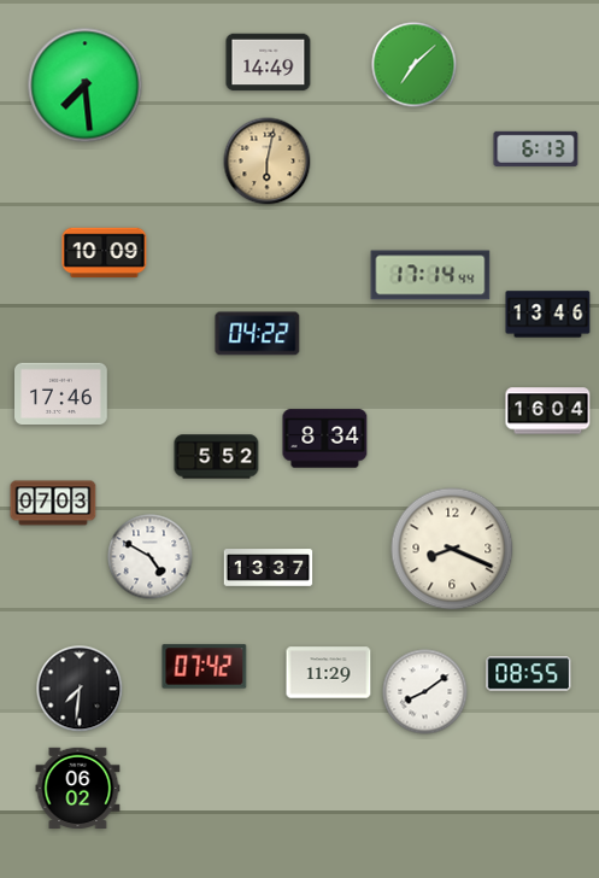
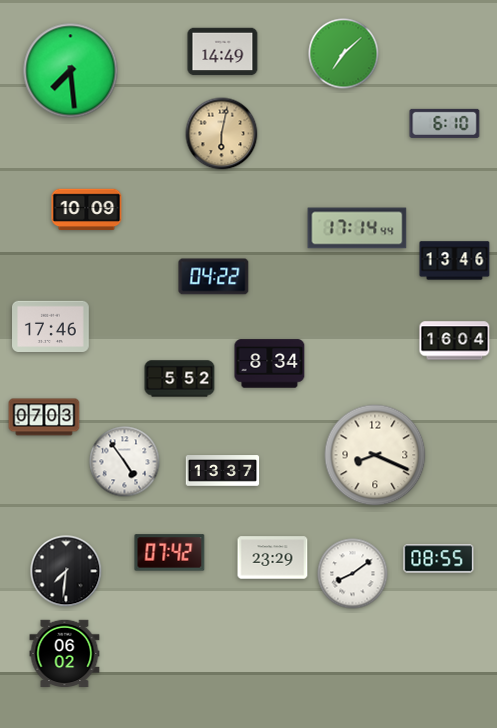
clock at (536, 148): 6:13 -> 6:10
clock at (151, 557): 4:50 -> 4:54
clock at (329, 673): 11:29 -> 23:29
